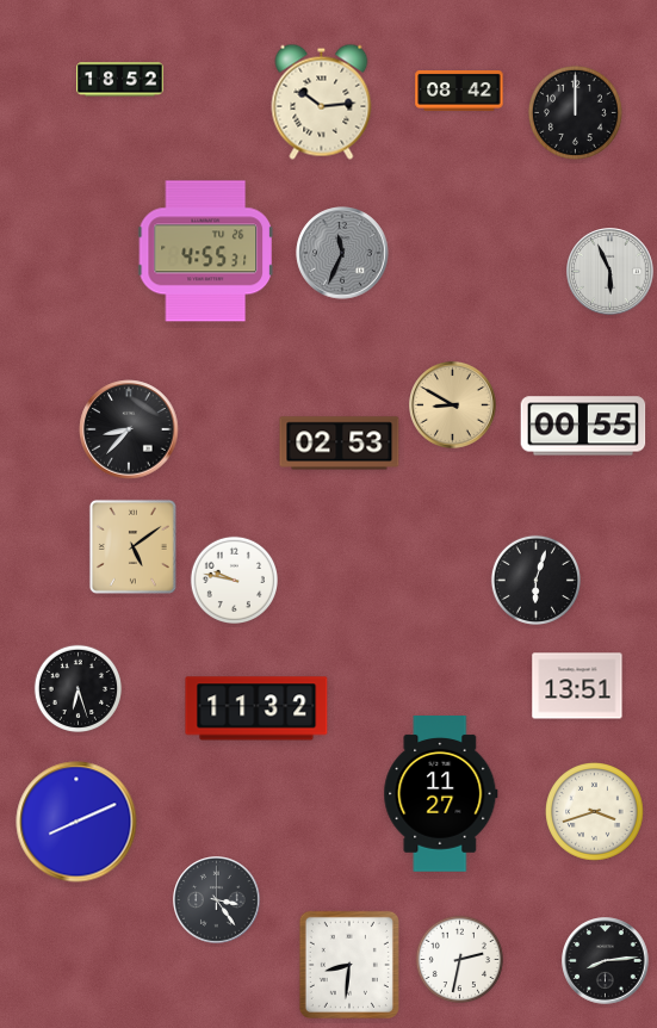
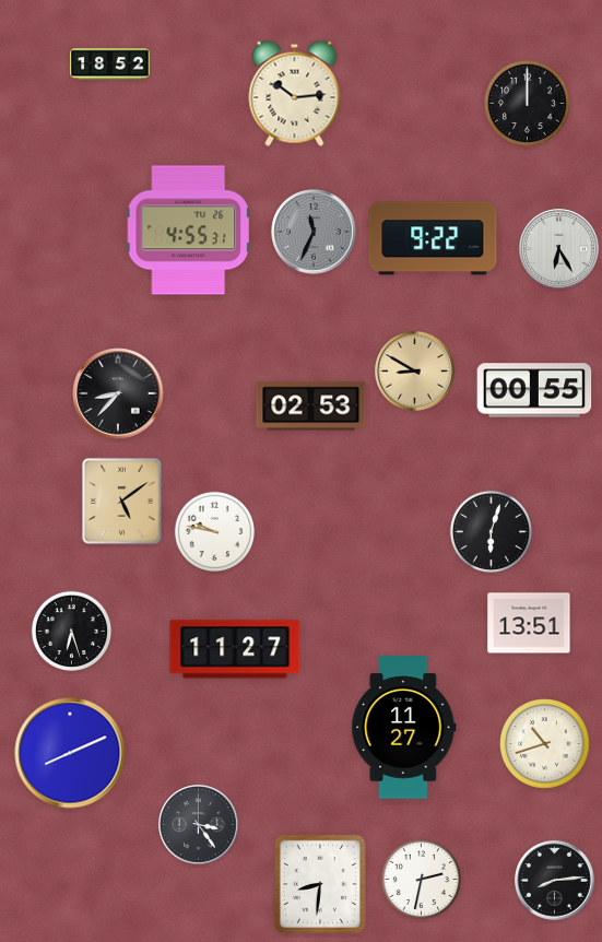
clock at (120, 80) position: (120, 80) -> (110, 64)
clock at (459, 92): 08:42 -> none
clock at (433, 238): none -> 9:22
clock at (610, 272): 5:56 -> 6:25
clock at (577, 686) position: (577, 686) -> (529, 623)
clock at (256, 708): 11:32 -> 11:27
clock at (595, 812): 3:42 -> 10:42
